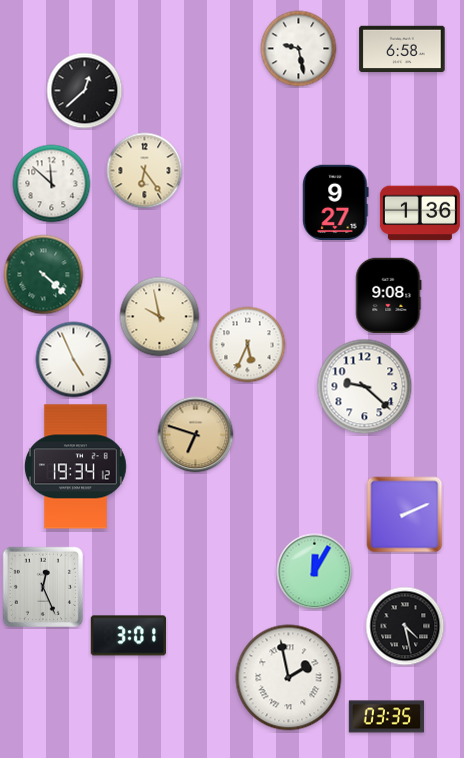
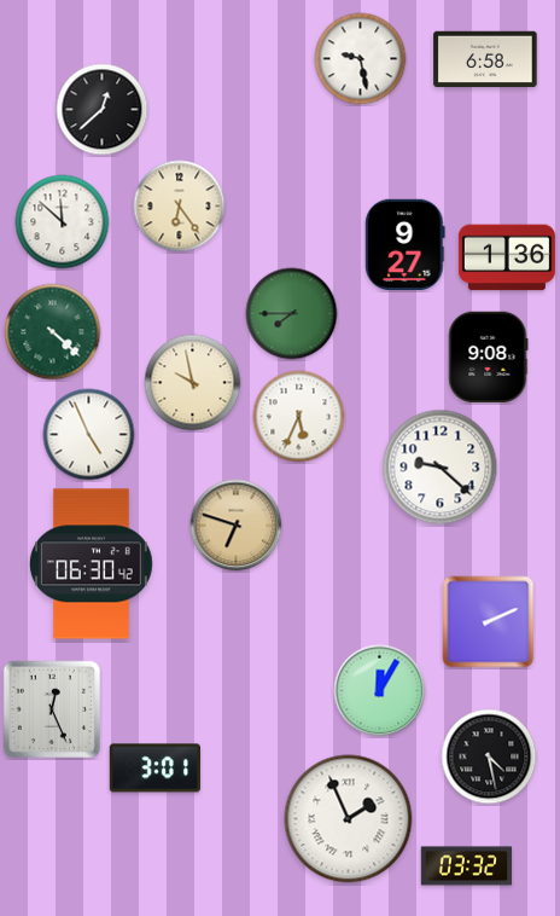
clock at (145, 171) position: (145, 171) -> (180, 207)
clock at (292, 314): none -> 7:45
clock at (389, 296) position: (389, 296) -> (489, 358)
clock at (75, 467): 19:34 -> 06:30
clock at (289, 678): 1:58 -> 1:56
clock at (387, 717): 03:35 -> 03:32
